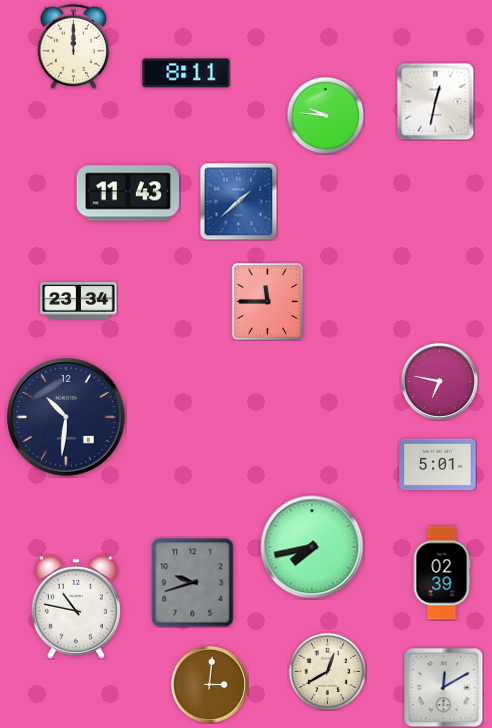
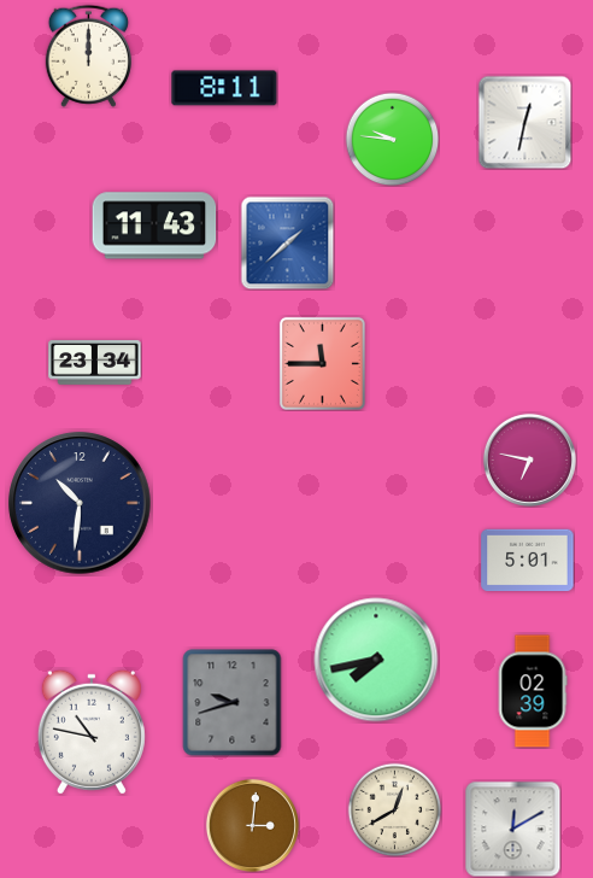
clock at (128, 193) position: (128, 193) -> (154, 226)
clock at (443, 687) position: (443, 687) -> (512, 829)
